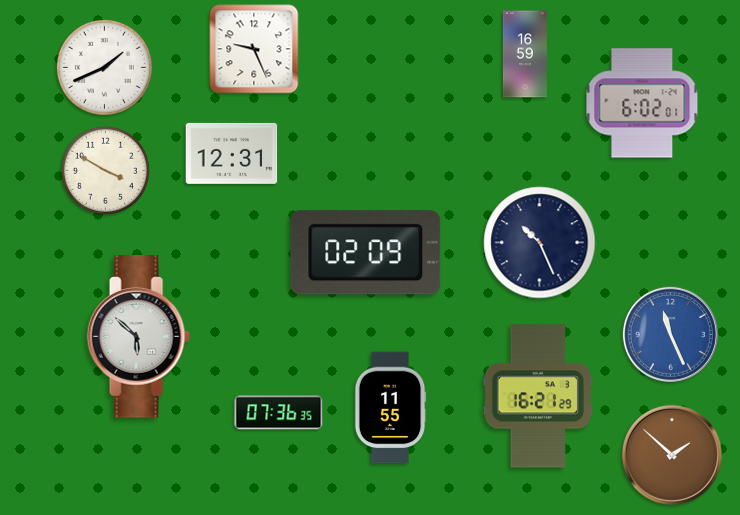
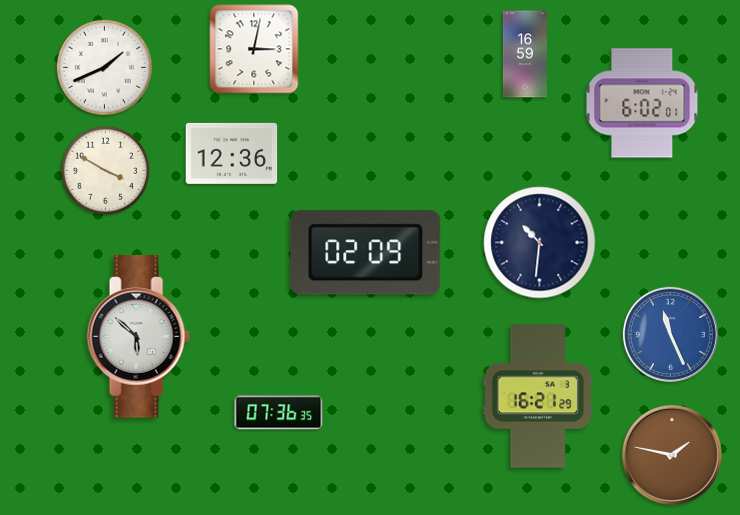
clock at (254, 49): 9:26 -> 3:02
clock at (232, 153): 12:31 -> 12:36
clock at (540, 243): 10:26 -> 10:31
clock at (390, 408): 11:55 -> none
clock at (672, 455): 1:52 -> 1:47
